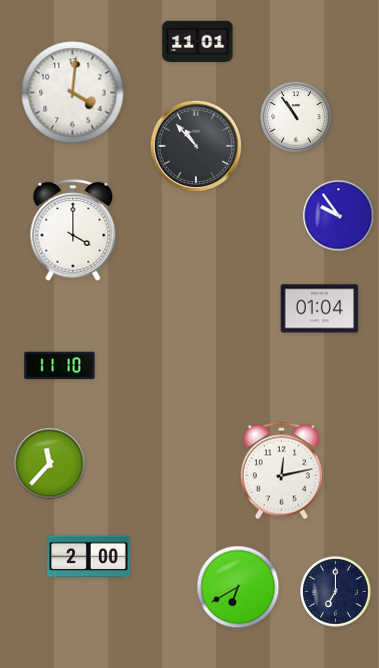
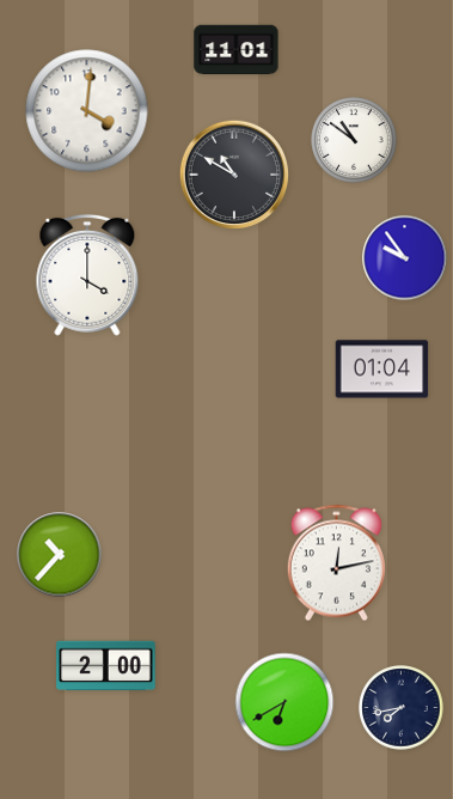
clock at (296, 117): 10:54 -> 10:51
clock at (196, 146): 10:53 -> 10:50
clock at (60, 366): 11:10 -> none
clock at (50, 464): 11:37 -> 10:37
clock at (336, 592): 7:00 -> 7:43
